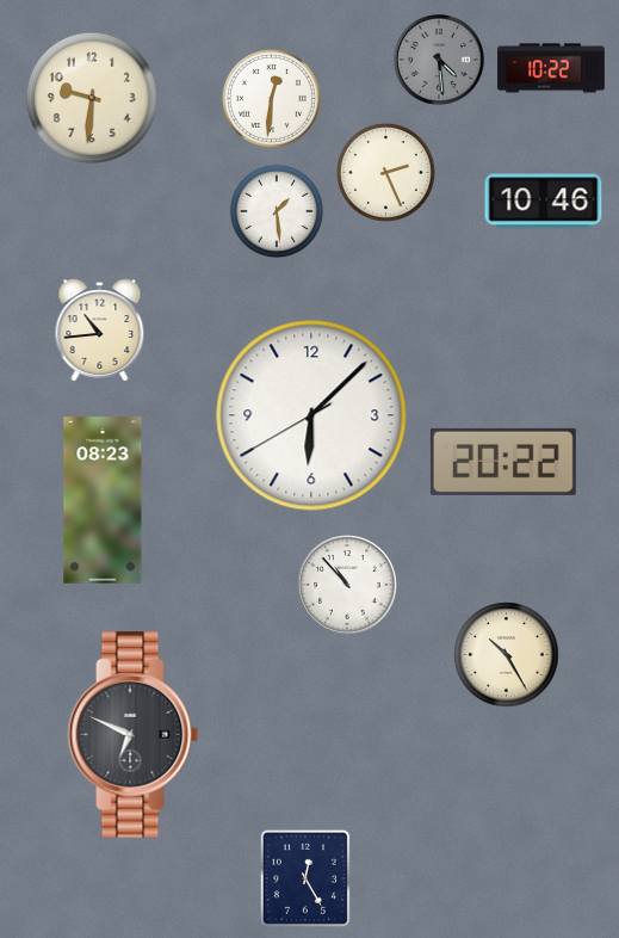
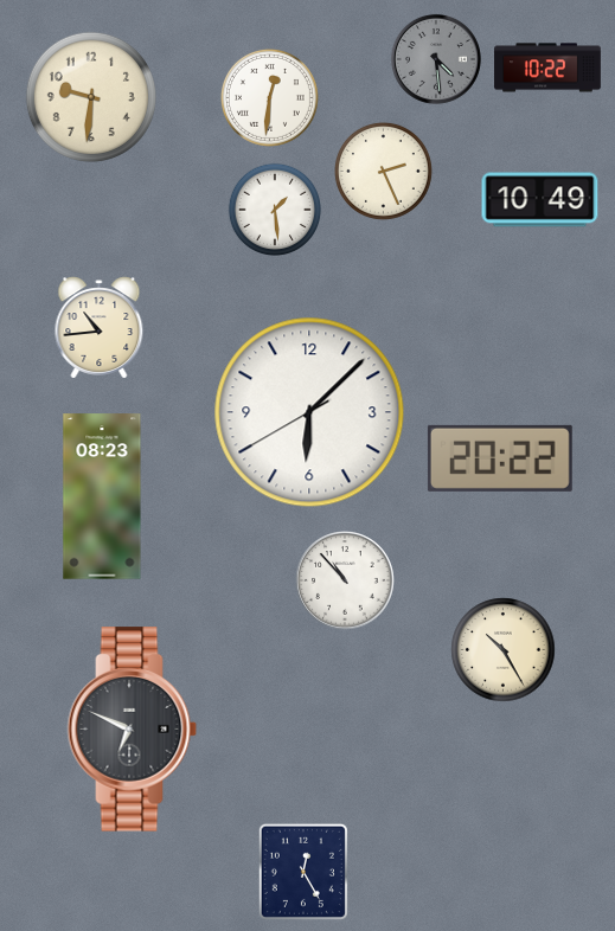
clock at (544, 202): 10:46 -> 10:49
